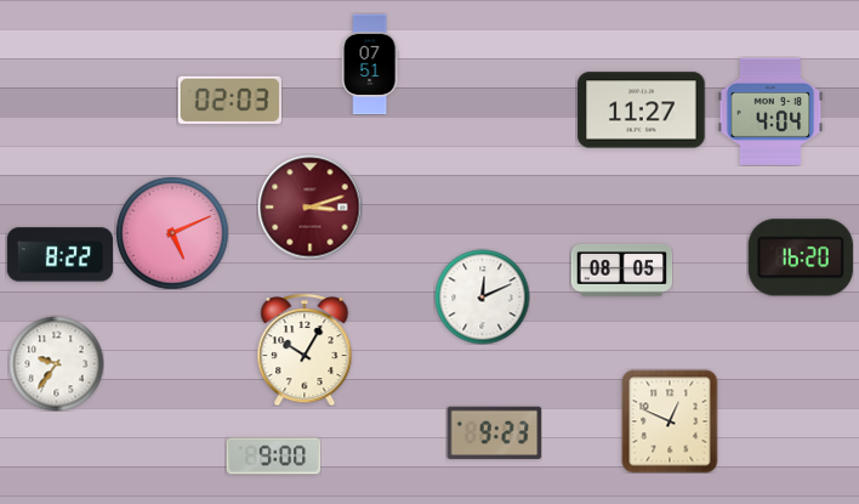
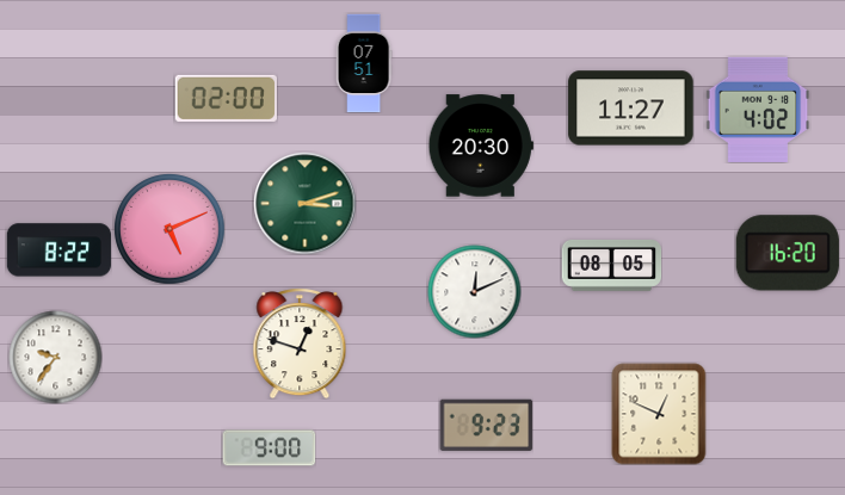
clock at (229, 100): 02:03 -> 02:00
clock at (770, 112): 4:04 -> 4:02
clock at (481, 146): none -> 20:30
clock at (309, 206) dial: burgundy -> green
clock at (305, 350): 10:05 -> 12:48
